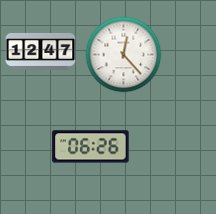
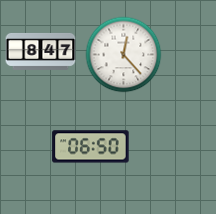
clock at (41, 51): 12:47 -> 8:47
clock at (91, 147): 06:26 -> 06:50
